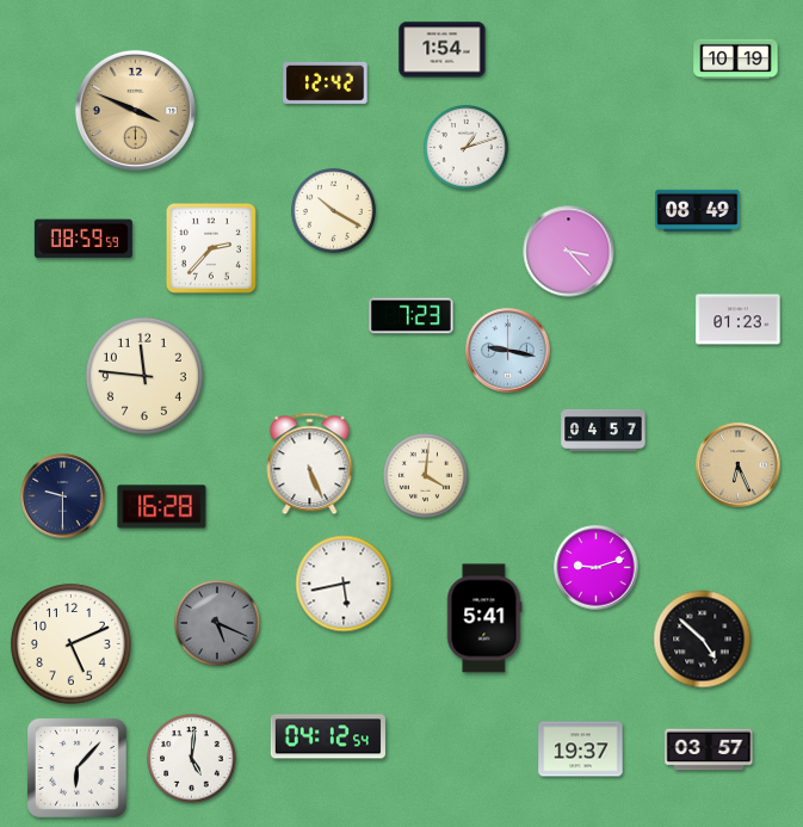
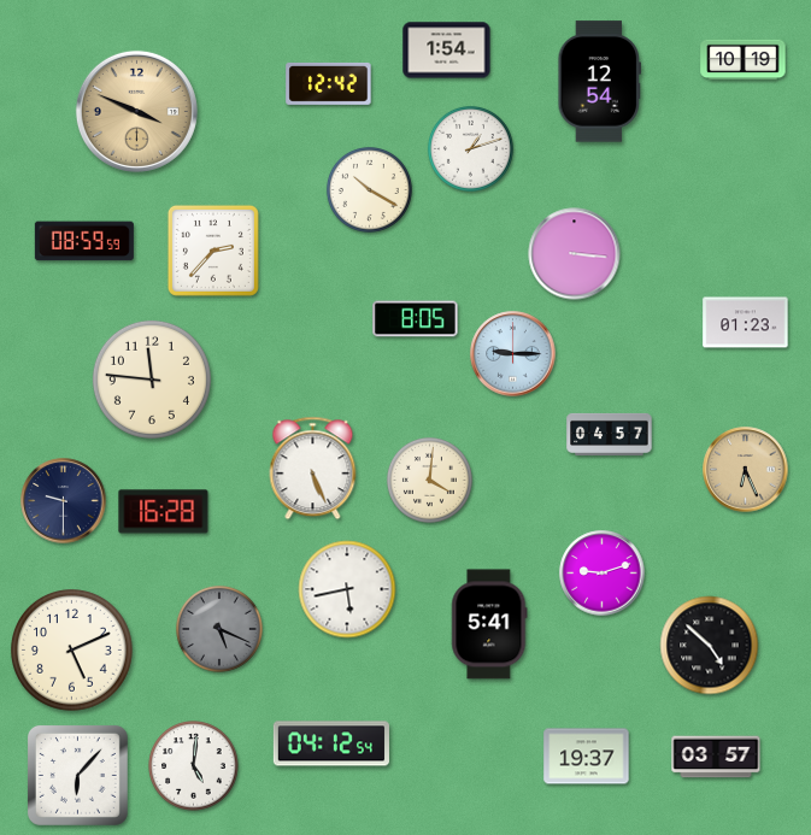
clock at (600, 82): none -> 12:54
clock at (333, 210) position: (333, 210) -> (369, 189)
clock at (698, 210): 08:49 -> none
clock at (569, 252): 3:23 -> 3:16
clock at (412, 316): 7:23 -> 8:05
clock at (508, 351): 9:17 -> 9:15
clock at (144, 376) position: (144, 376) -> (152, 380)
